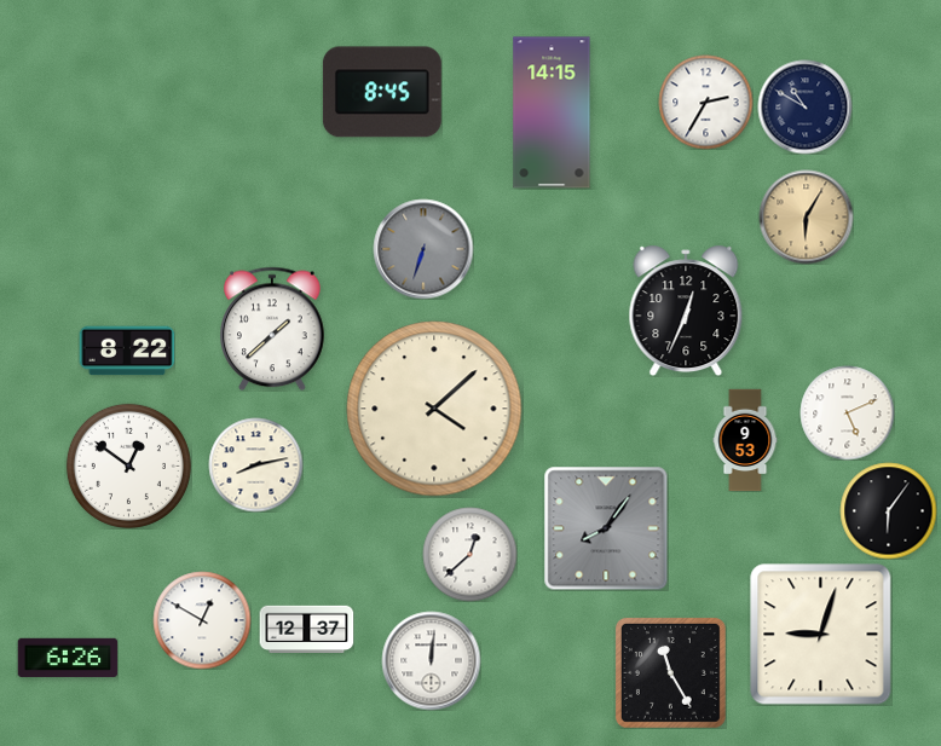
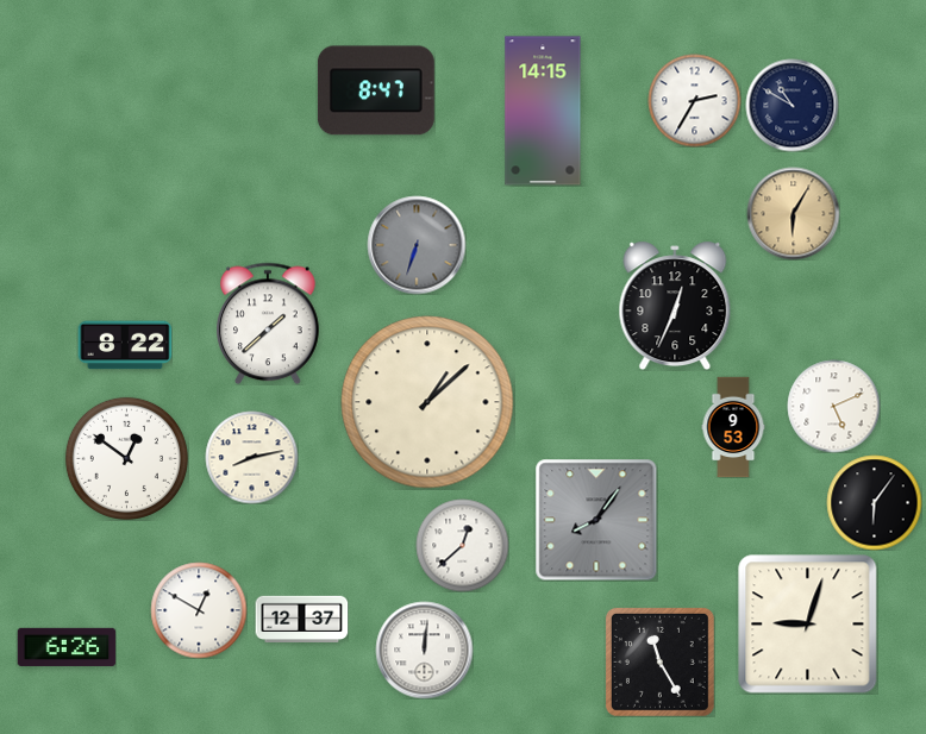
clock at (382, 92): 8:45 -> 8:47
clock at (434, 409): 4:08 -> 1:08
clock at (745, 440) position: (745, 440) -> (733, 427)
